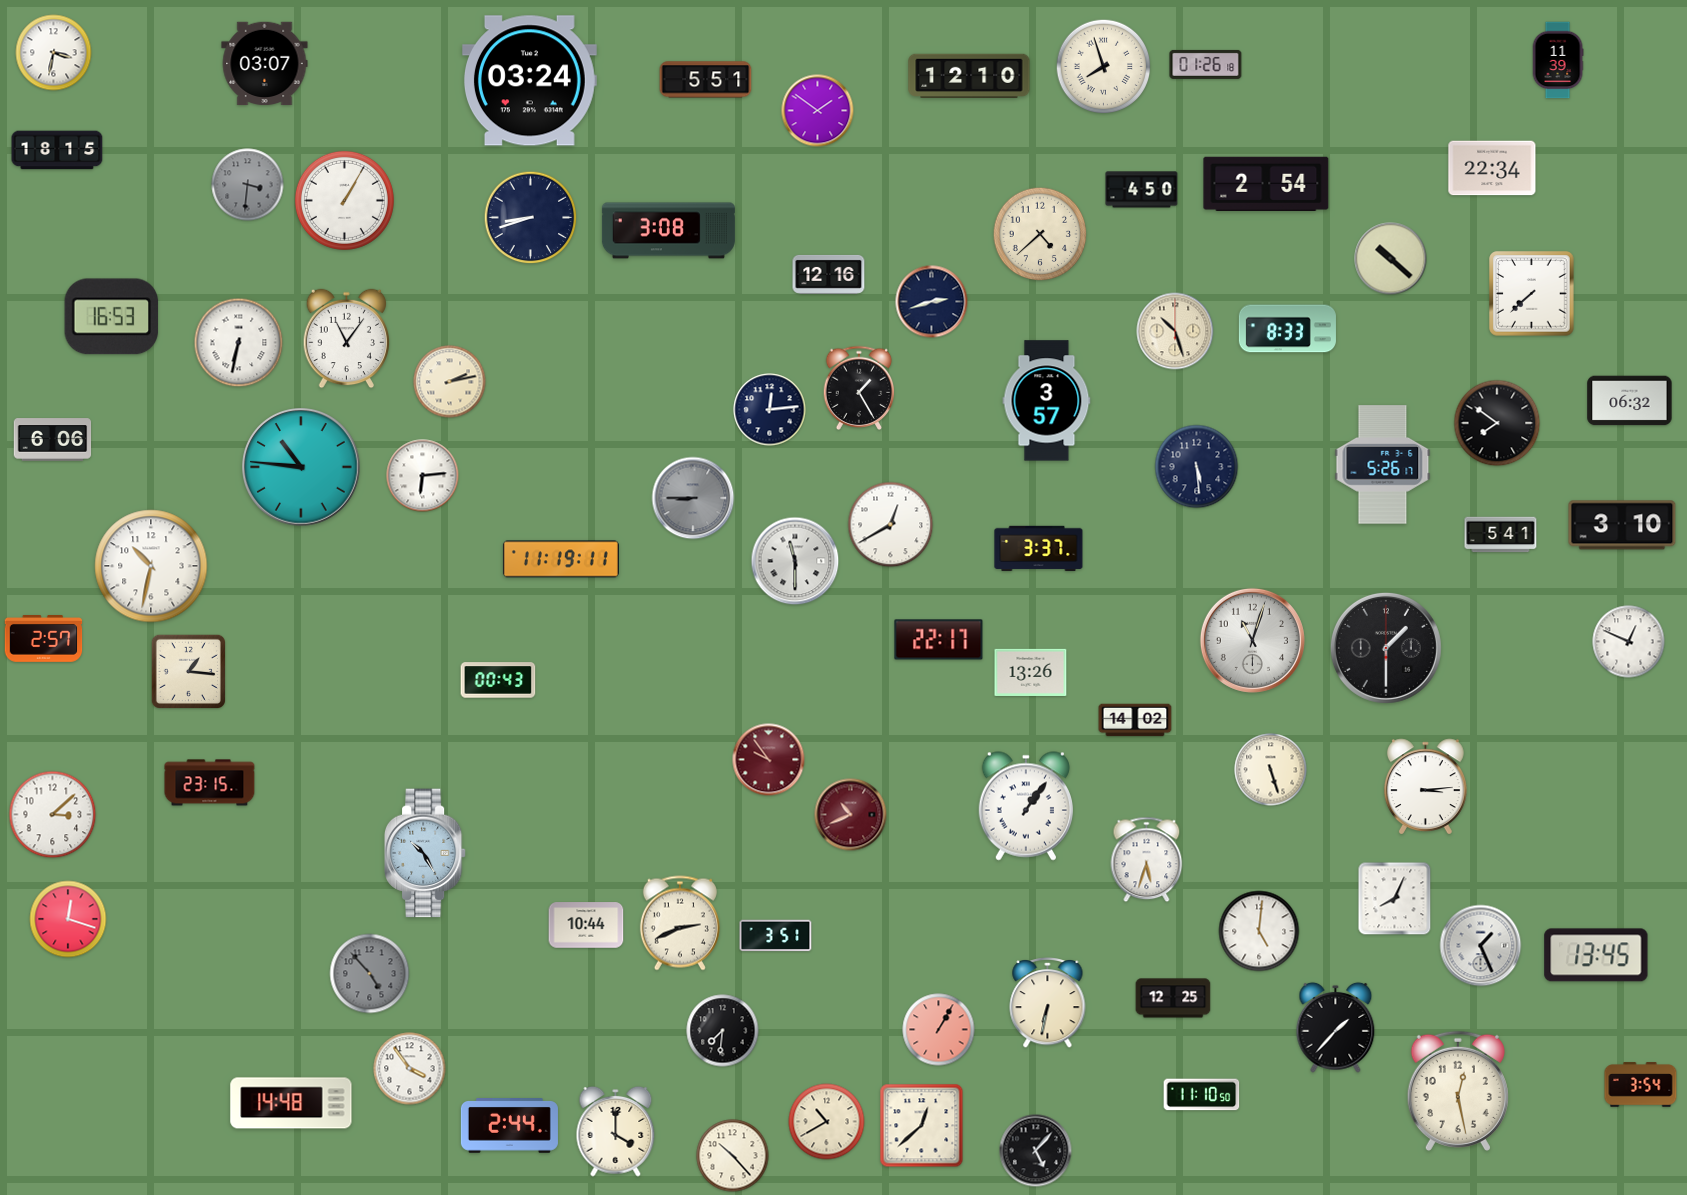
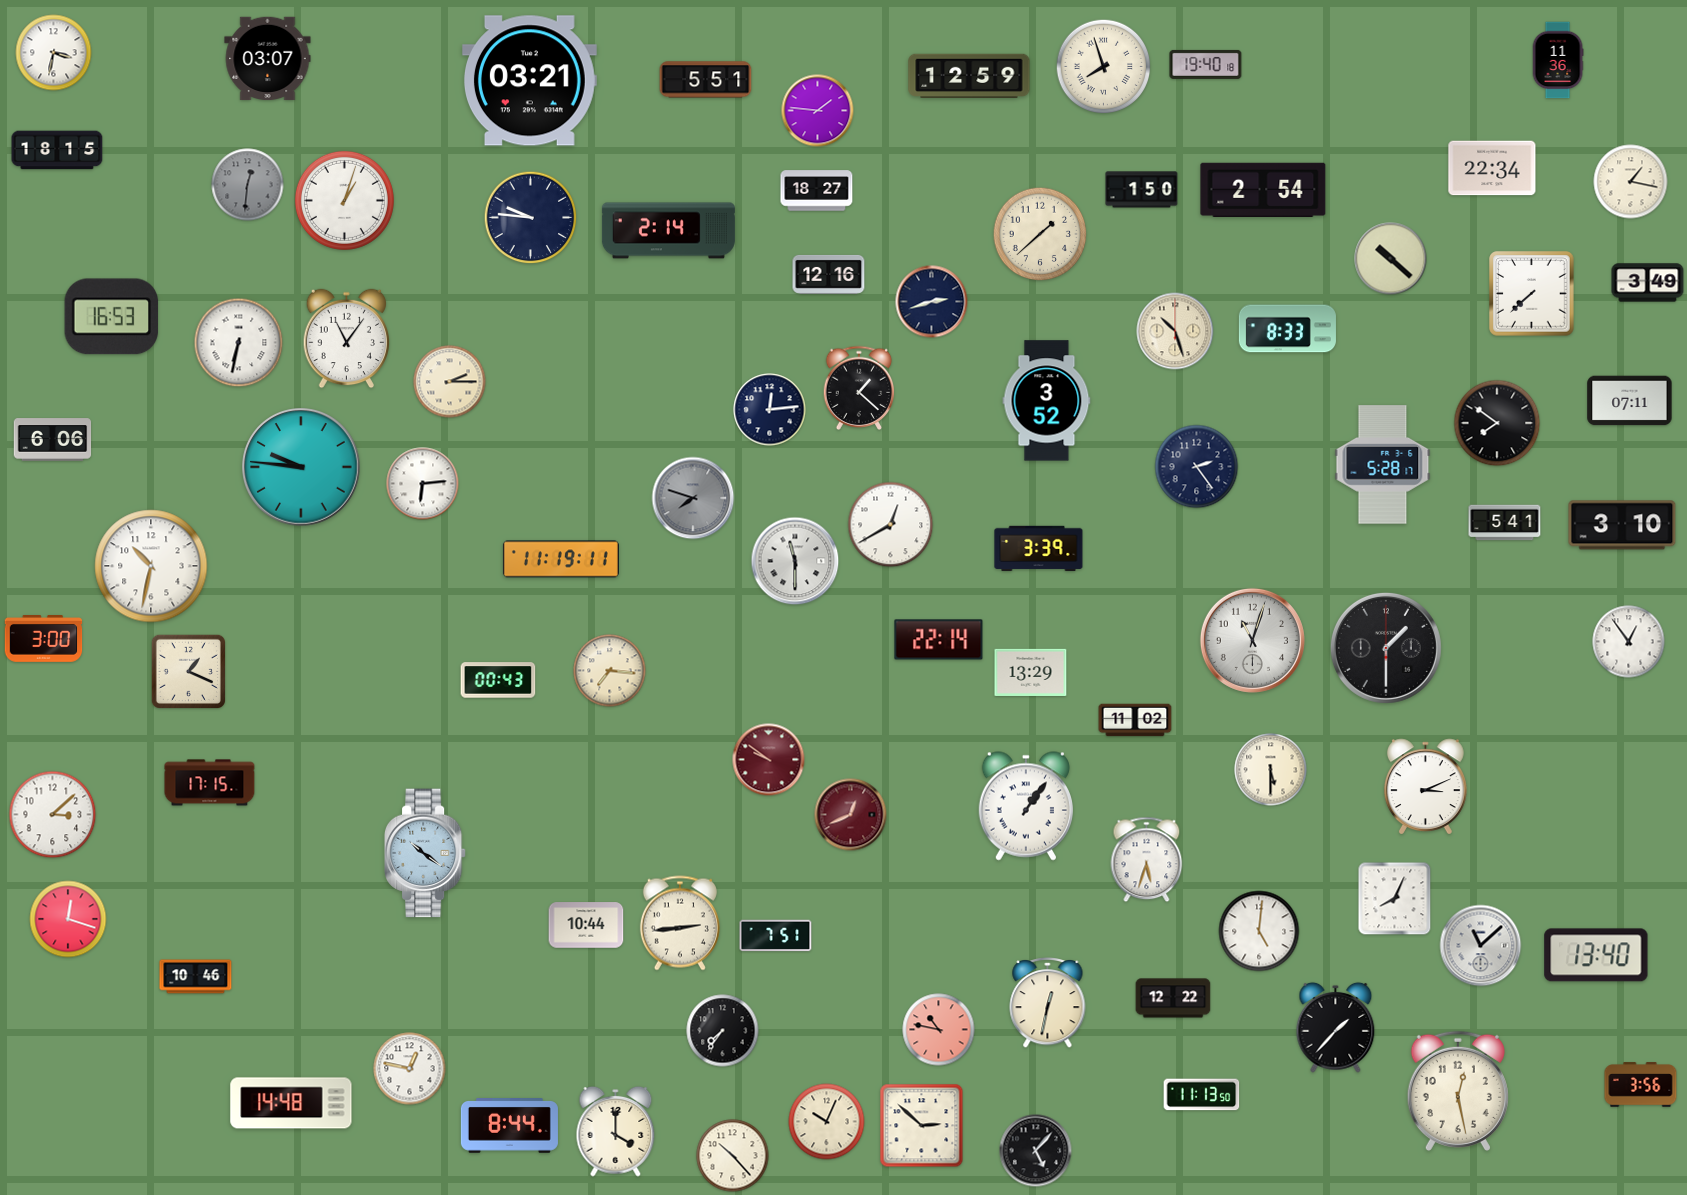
clock at (1558, 60): 11:39 -> 11:36
clock at (265, 64) position: (265, 64) -> (268, 59)
clock at (1206, 64): 01:26 -> 19:40
clock at (969, 75): 12:10 -> 12:59
clock at (529, 81): 03:24 -> 03:21
clock at (818, 111): 1:51 -> 1:46
clock at (1631, 182): none -> 1:17
clock at (1266, 183) position: (1266, 183) -> (1263, 189)
clock at (248, 185): 3:31 -> 12:31
clock at (1142, 190): 4:50 -> 1:50
clock at (817, 191): none -> 18:27
clock at (344, 200): 1:05 -> 1:03
clock at (531, 218): 8:42 -> 9:46
clock at (668, 231): 3:08 -> 2:14
clock at (1040, 234): 4:38 -> 1:38
clock at (1648, 283): none -> 3:49
clock at (450, 382): 2:13 -> 2:15
clock at (859, 387): 1:25 -> 1:22
clock at (1047, 401): 3:57 -> 3:52
clock at (1630, 401): 06:32 -> 07:11
clock at (1383, 465): 5:26 -> 5:28
clock at (301, 467): 10:46 -> 9:46
clock at (1197, 467): 5:29 -> 2:24
clock at (423, 476) position: (423, 476) -> (423, 484)
clock at (693, 498): 8:45 -> 7:48
clock at (1501, 535) position: (1501, 535) -> (1505, 523)
clock at (1039, 549): 3:37 -> 3:39
clock at (44, 639): 2:57 -> 3:00
clock at (939, 640): 22:17 -> 22:14
clock at (1629, 642): 12:49 -> 12:54
clock at (188, 671): 1:16 -> 1:19
clock at (610, 671): none -> 7:16
clock at (1031, 672): 13:26 -> 13:29
clock at (1135, 720): 14:02 -> 11:02
clock at (769, 760): 9:54 -> 9:51
clock at (1271, 770): 5:27 -> 5:30
clock at (210, 783): 23:15 -> 17:15
clock at (1425, 787): 3:14 -> 3:11
clock at (851, 815): 10:41 -> 12:41
clock at (425, 853): 10:25 -> 10:21
clock at (680, 923): 2:41 -> 2:44
clock at (776, 936): 3:51 -> 7:51
clock at (1481, 946): 1:26 -> 11:08
clock at (1596, 955): 13:45 -> 13:40
clock at (370, 974): 4:53 -> none
clock at (196, 977): none -> 10:46
clock at (1173, 998): 12:25 -> 12:22
clock at (1048, 1002): 6:32 -> 12:32
clock at (939, 1030): 1:05 -> 10:47
clock at (723, 1031): 7:31 -> 7:36
clock at (410, 1069): 3:54 -> 12:47
clock at (1641, 1085): 3:54 -> 3:56
clock at (1202, 1095): 11:10 -> 11:13
clock at (827, 1122): 10:40 -> 10:04
clock at (509, 1126): 2:44 -> 8:44
clock at (922, 1126): 12:38 -> 2:52
